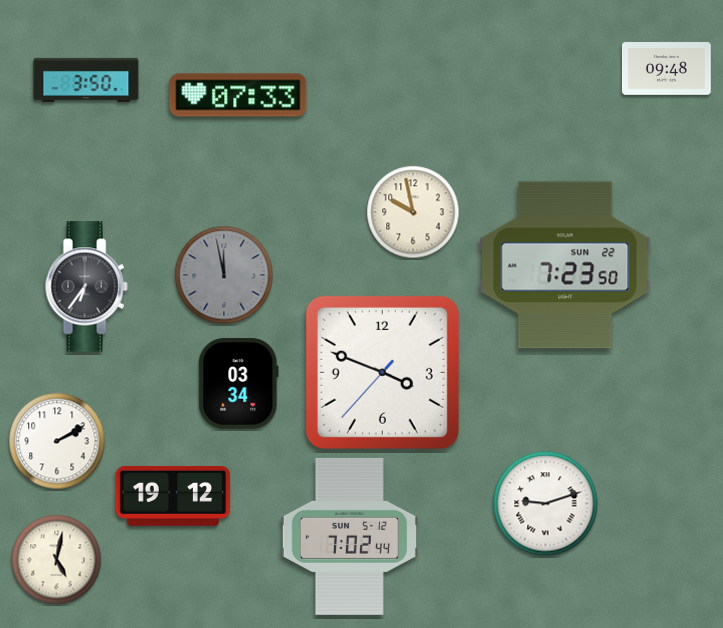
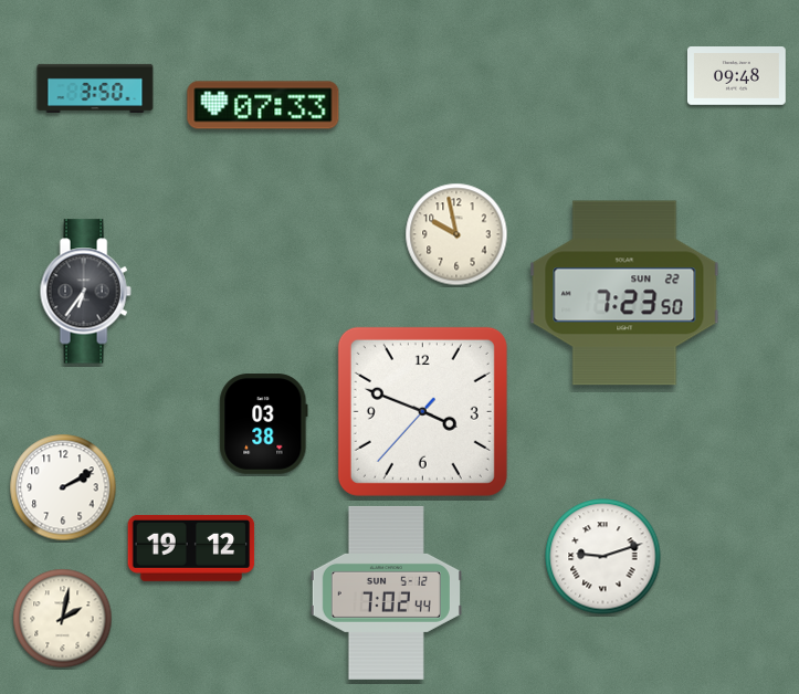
clock at (224, 275): 11:58 -> none
clock at (86, 287) position: (86, 287) -> (85, 292)
clock at (239, 384): 03:34 -> 03:38
clock at (57, 560): 5:02 -> 2:02
